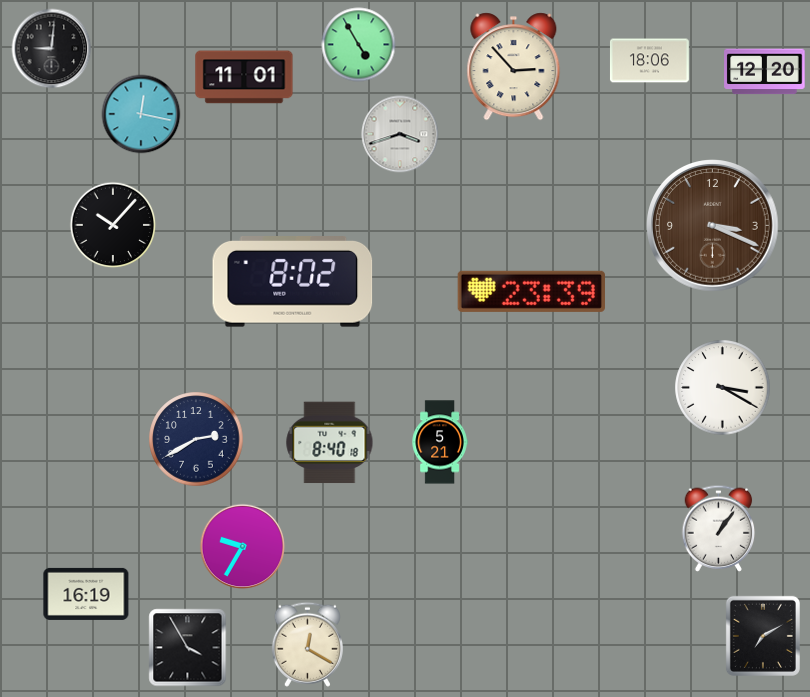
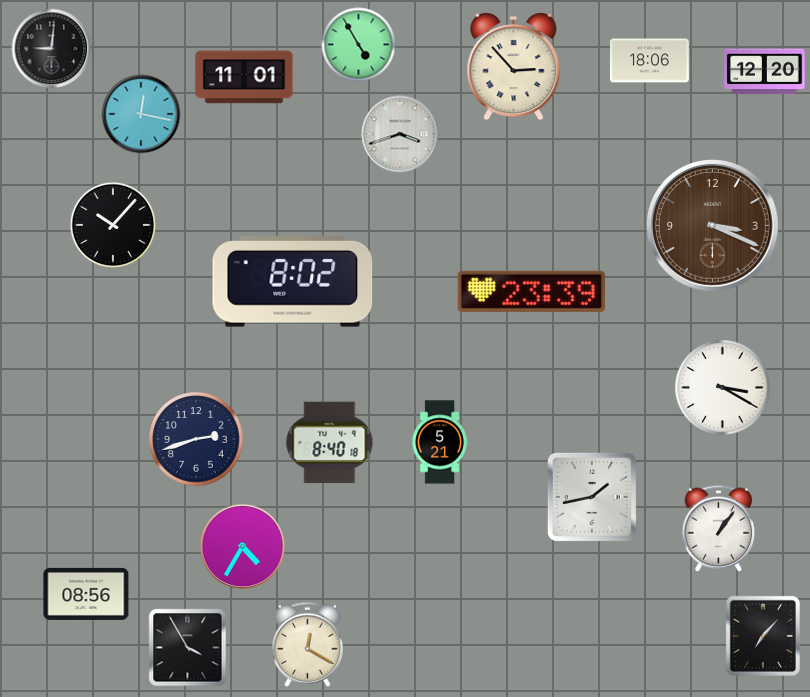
clock at (196, 439): 2:40 -> 2:42
clock at (592, 497): none -> 1:43
clock at (243, 547): 9:35 -> 4:35
clock at (86, 594): 16:19 -> 08:56
clock at (763, 636): 7:10 -> 7:07
